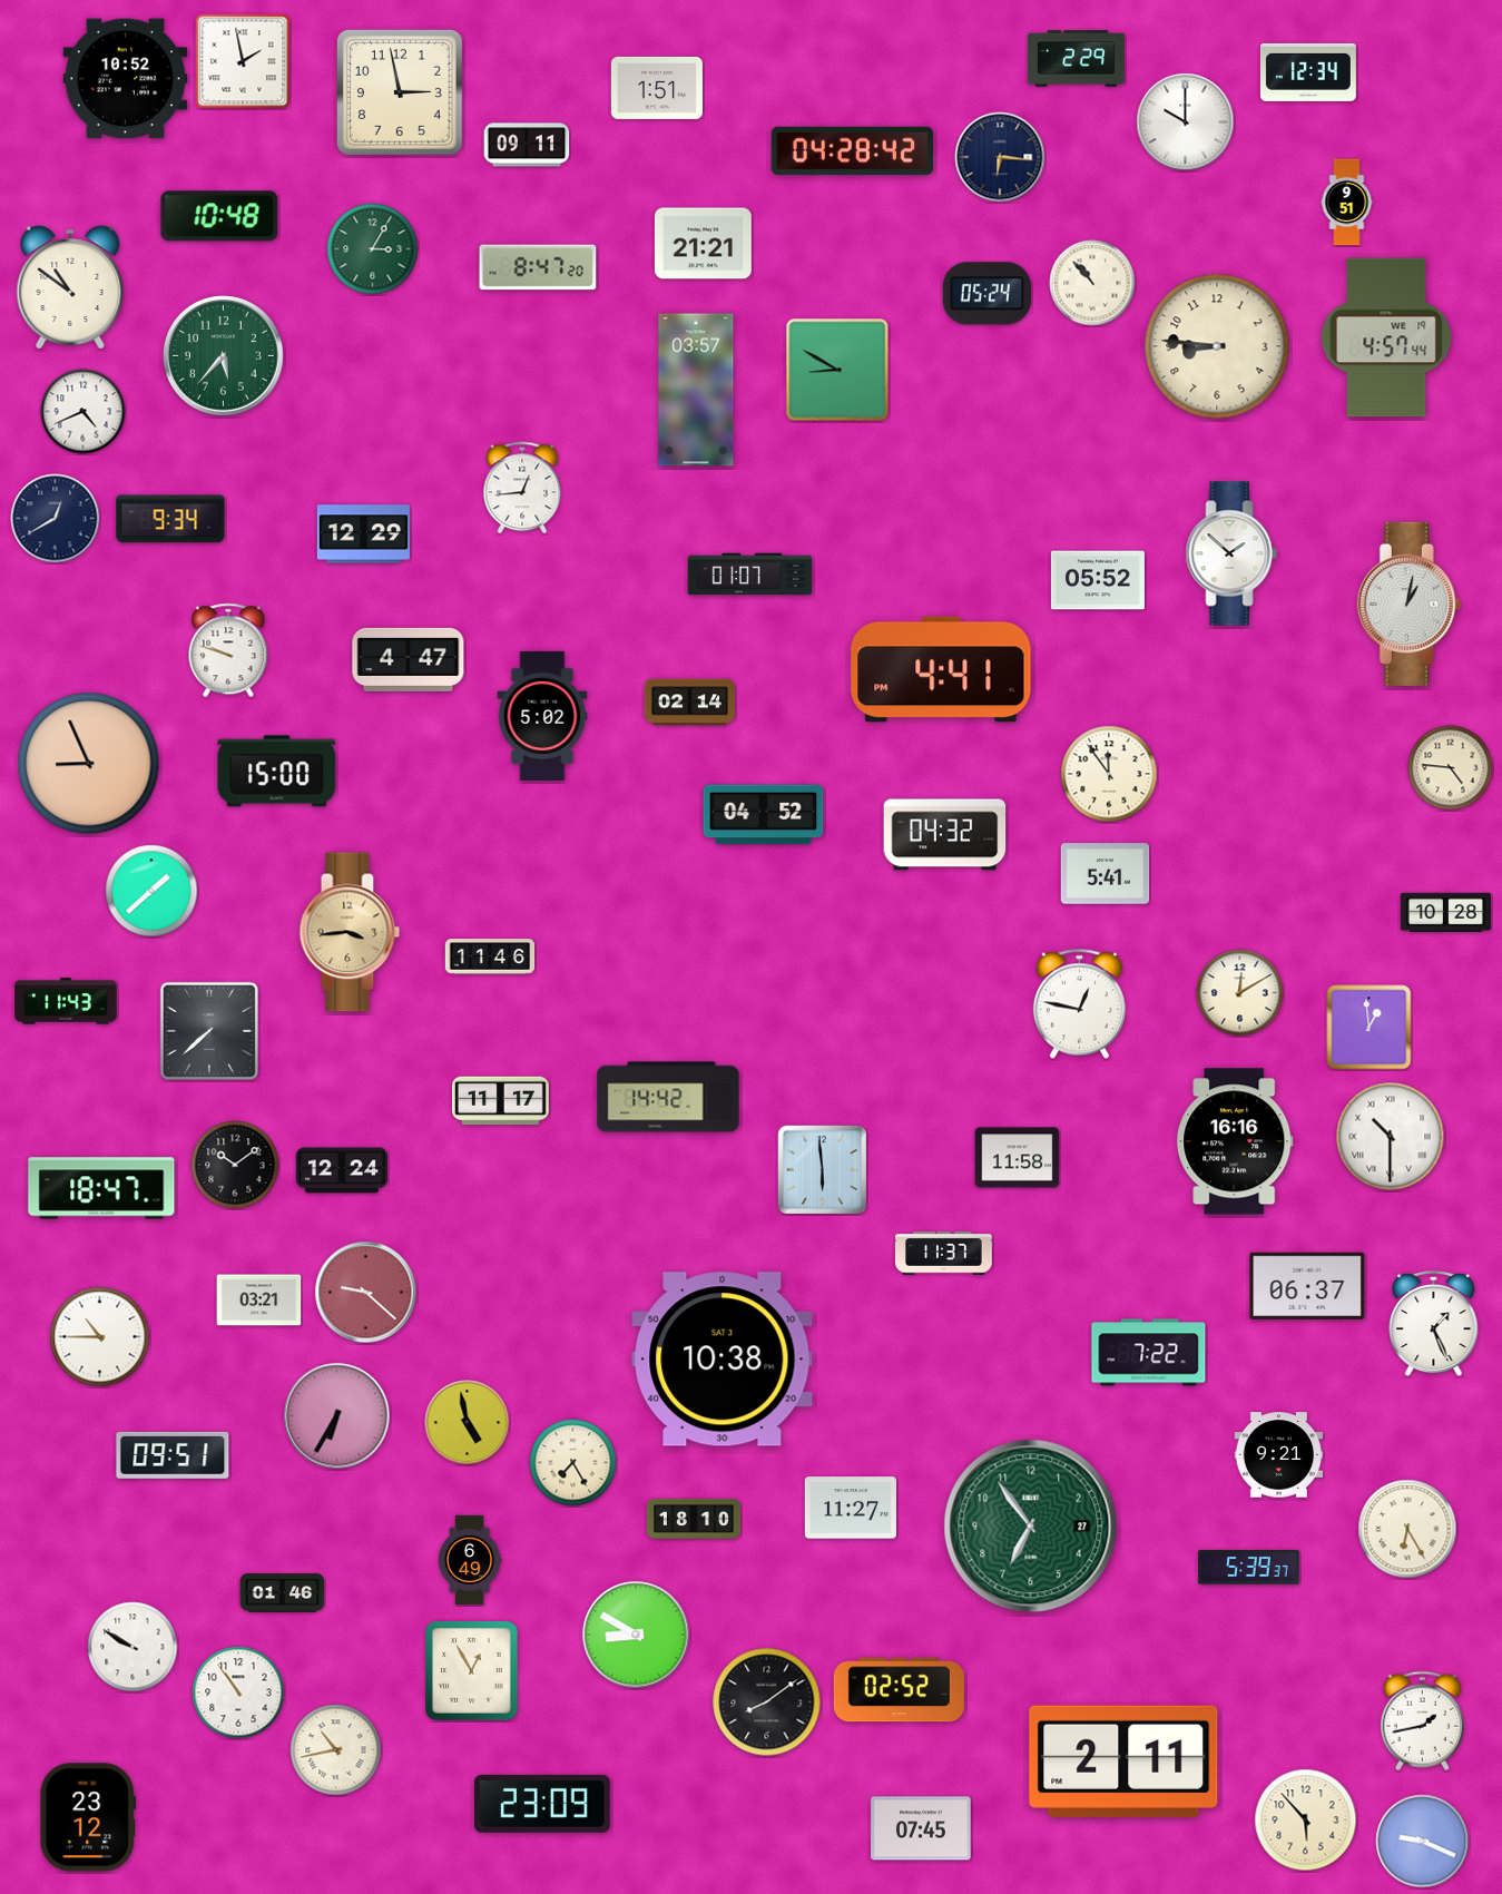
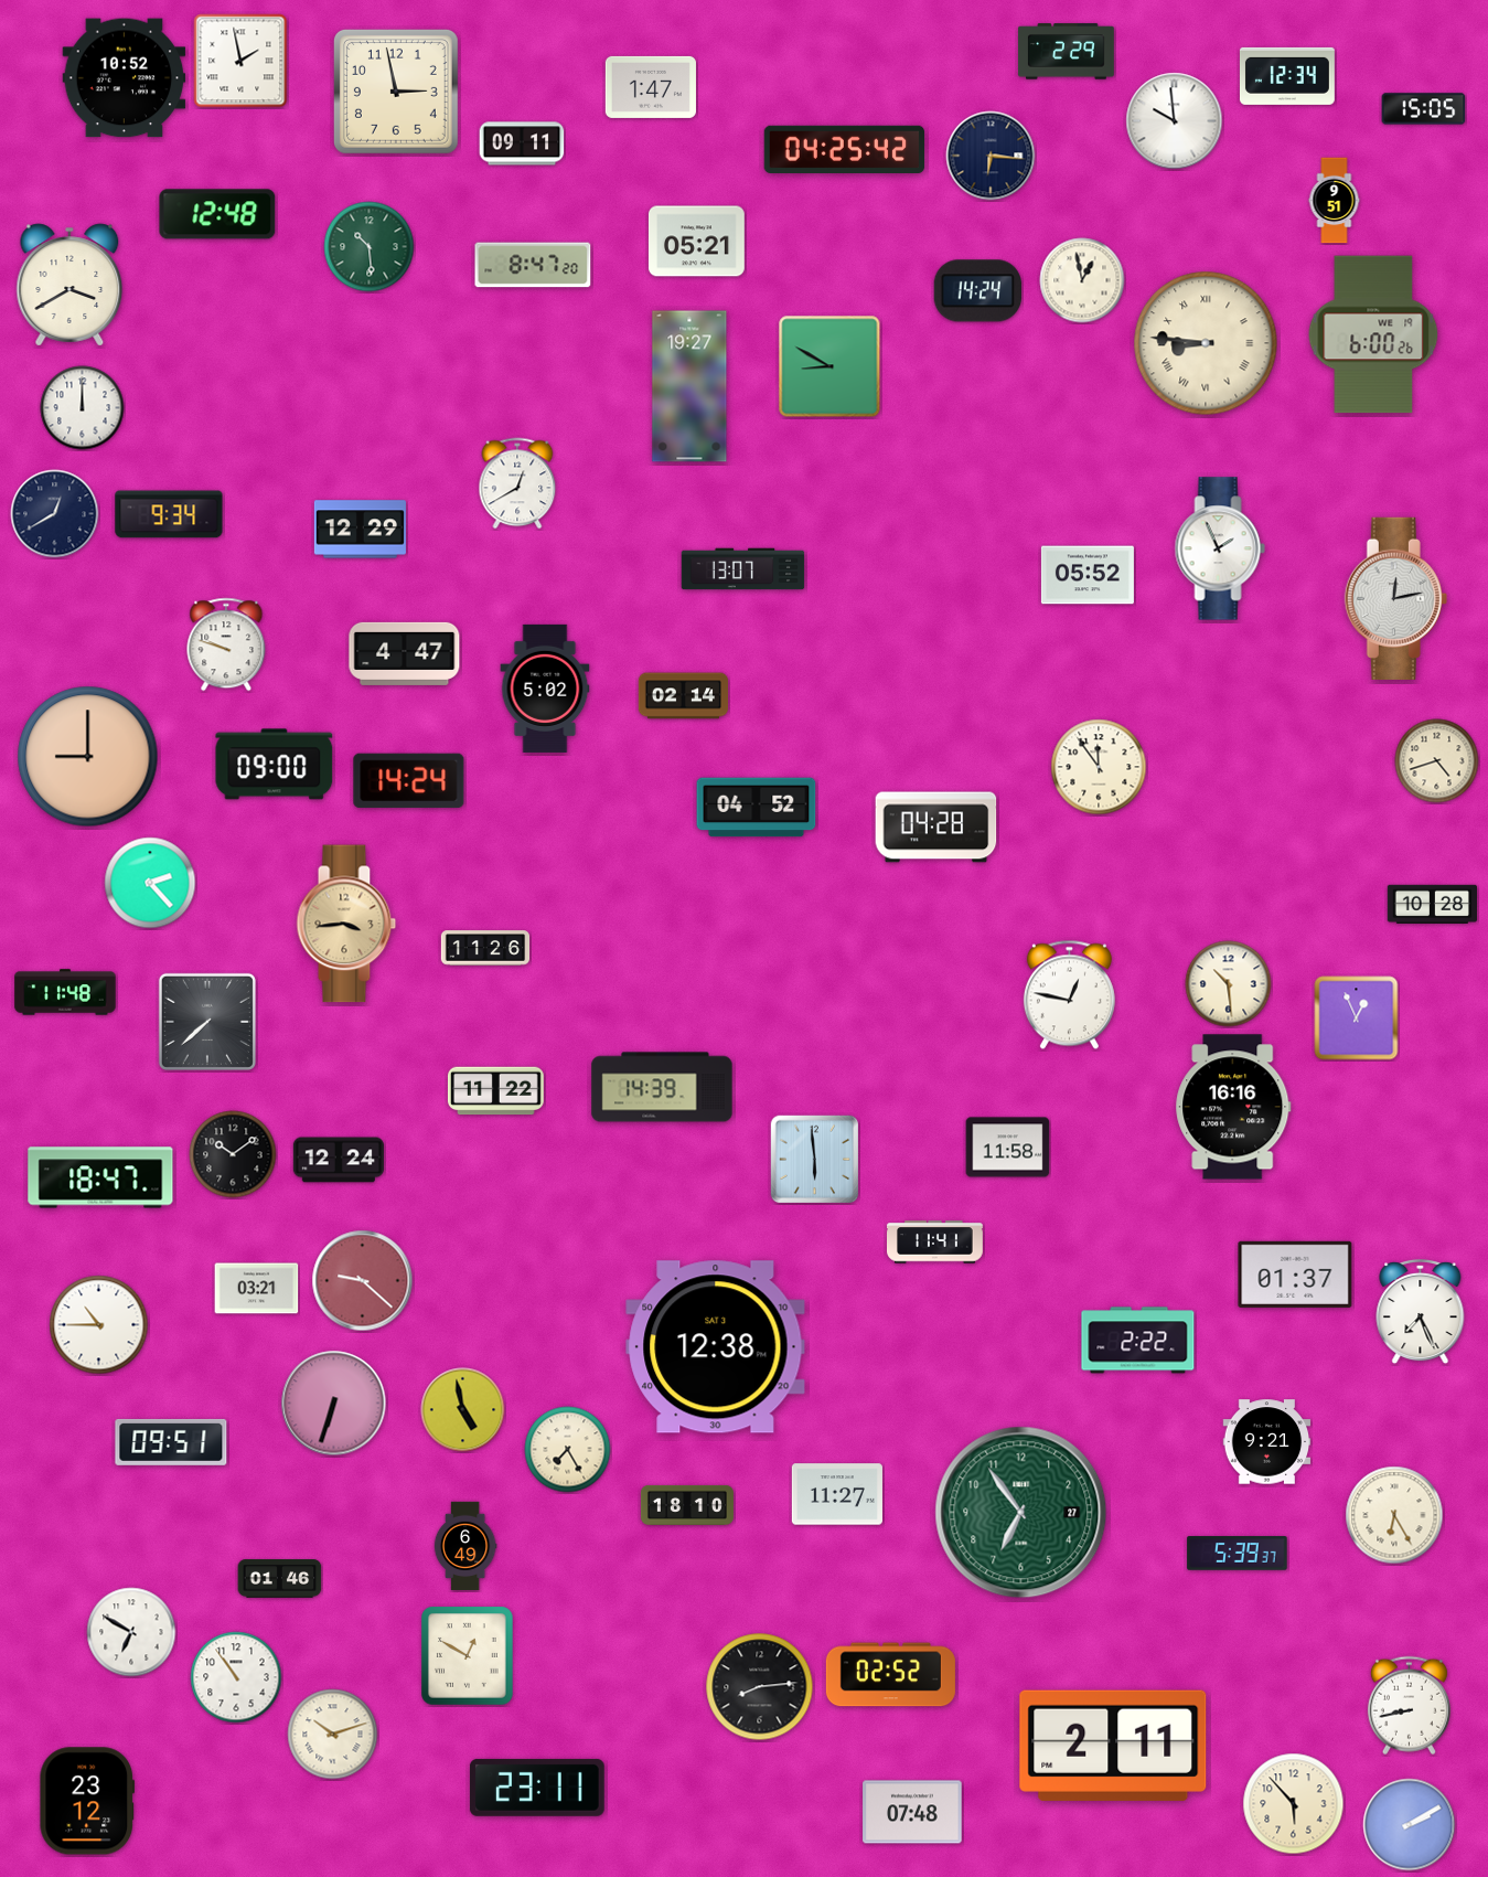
clock at (1077, 59) position: (1077, 59) -> (1067, 52)
clock at (1308, 72) position: (1308, 72) -> (1287, 76)
clock at (657, 88): 1:51 -> 1:47
clock at (1424, 109): none -> 15:05
clock at (1186, 122): 10:00 -> 9:59
clock at (853, 150): 04:28 -> 04:25
clock at (219, 216): 10:48 -> 12:48
clock at (704, 244): 21:21 -> 05:21
clock at (373, 249): 3:05 -> 10:29
clock at (1092, 283): 10:53 -> 12:58
clock at (70, 287): 10:51 -> 3:40
clock at (986, 294): 05:24 -> 14:24
clock at (1386, 337): 4:57 -> 6:00
clock at (1217, 346) numerals: Arabic -> Roman
clock at (224, 356): 5:37 -> none
clock at (696, 390): 03:57 -> 19:27
clock at (84, 412): 4:41 -> 12:00
clock at (522, 488): 12:44 -> 12:40
clock at (1231, 553): 1:52 -> 1:56
clock at (750, 575): 01:07 -> 13:07
clock at (1408, 603): 1:02 -> 12:13
clock at (941, 669): 4:41 -> none
clock at (542, 716) position: (542, 716) -> (545, 689)
clock at (89, 764): 8:56 -> 9:00
clock at (1451, 768): 4:46 -> 4:42
clock at (277, 772): 15:00 -> 09:00
clock at (409, 781): none -> 14:24
clock at (945, 835): 04:32 -> 04:28
clock at (1106, 874): 5:41 -> none
clock at (151, 891): 1:38 -> 2:23
clock at (490, 956): 11:46 -> 11:26
clock at (1240, 993): 12:10 -> 10:29
clock at (66, 1001): 11:43 -> 11:48
clock at (1370, 1028): 12:59 -> 12:56
clock at (668, 1097): 14:42 -> 14:39
clock at (501, 1101): 11:17 -> 11:22
clock at (1391, 1137): 10:30 -> none
clock at (1235, 1141) position: (1235, 1141) -> (1233, 1107)
clock at (944, 1254): 11:37 -> 11:41
clock at (1307, 1286): 06:37 -> 01:37
clock at (1434, 1324): 1:26 -> 7:26
clock at (1149, 1353): 7:22 -> 2:22
clock at (723, 1360): 10:38 -> 12:38
clock at (337, 1416): 6:35 -> 6:33
clock at (851, 1508) position: (851, 1508) -> (837, 1494)
clock at (636, 1635): 8:50 -> none
clock at (132, 1647): 9:50 -> 6:50
clock at (472, 1671): 12:55 -> 12:50
clock at (767, 1702): 8:09 -> 8:14
clock at (1422, 1721): 1:43 -> 8:43
clock at (336, 1750): 10:43 -> 10:12
clock at (542, 1804): 23:09 -> 23:11
clock at (921, 1828): 07:45 -> 07:48
clock at (1423, 1842): 9:19 -> 2:10
